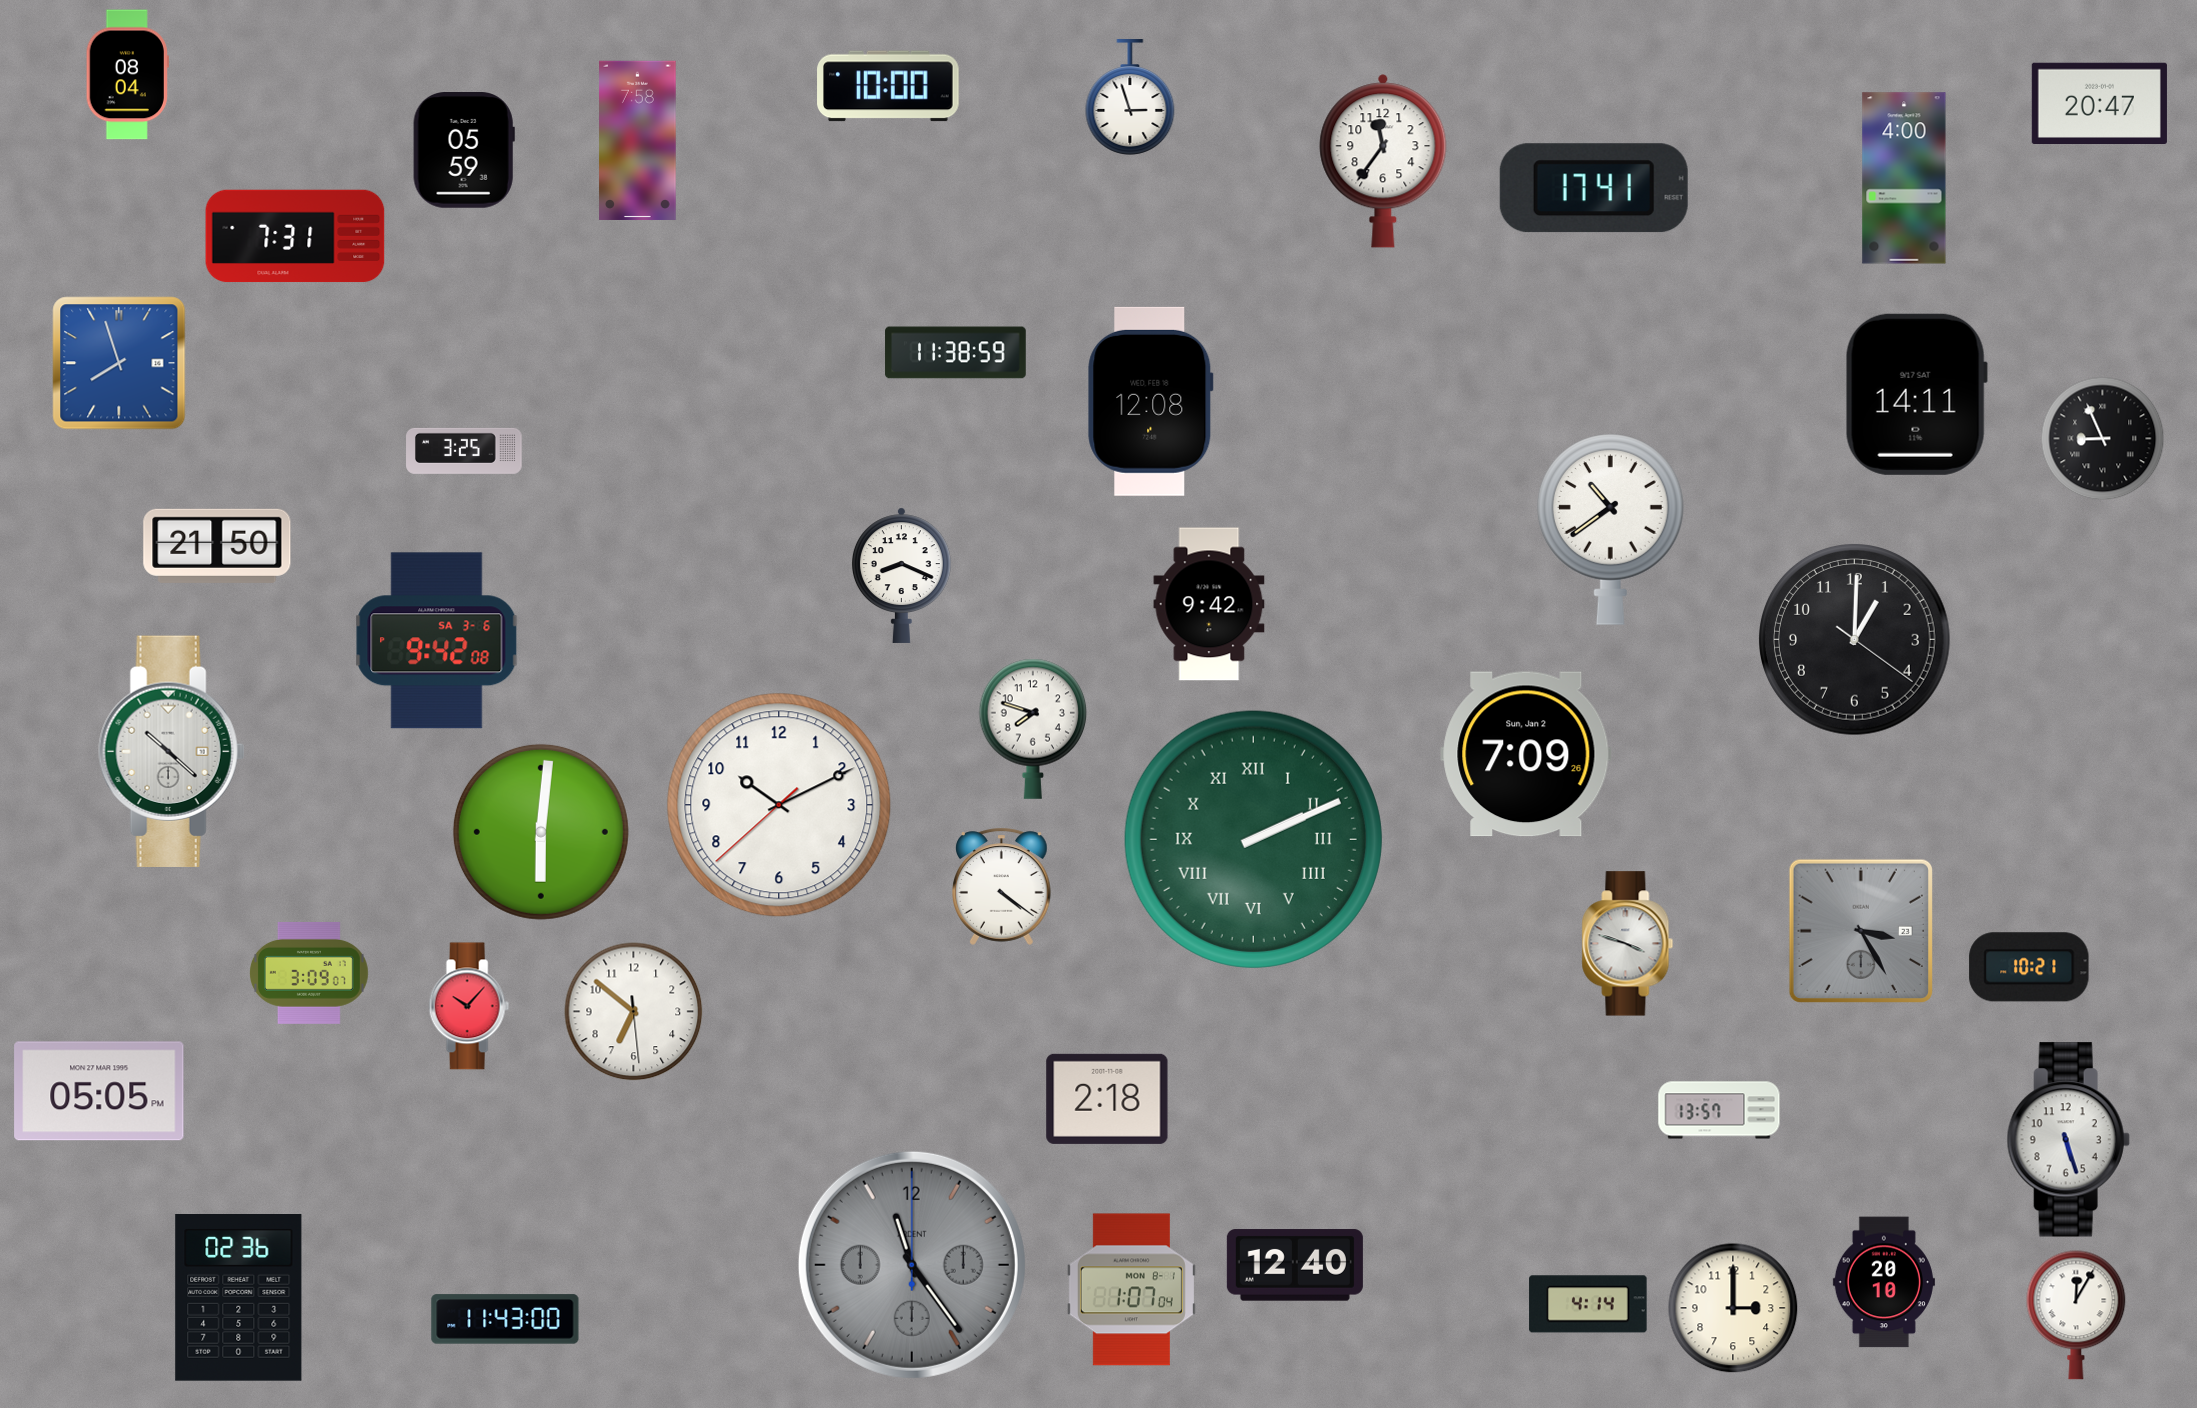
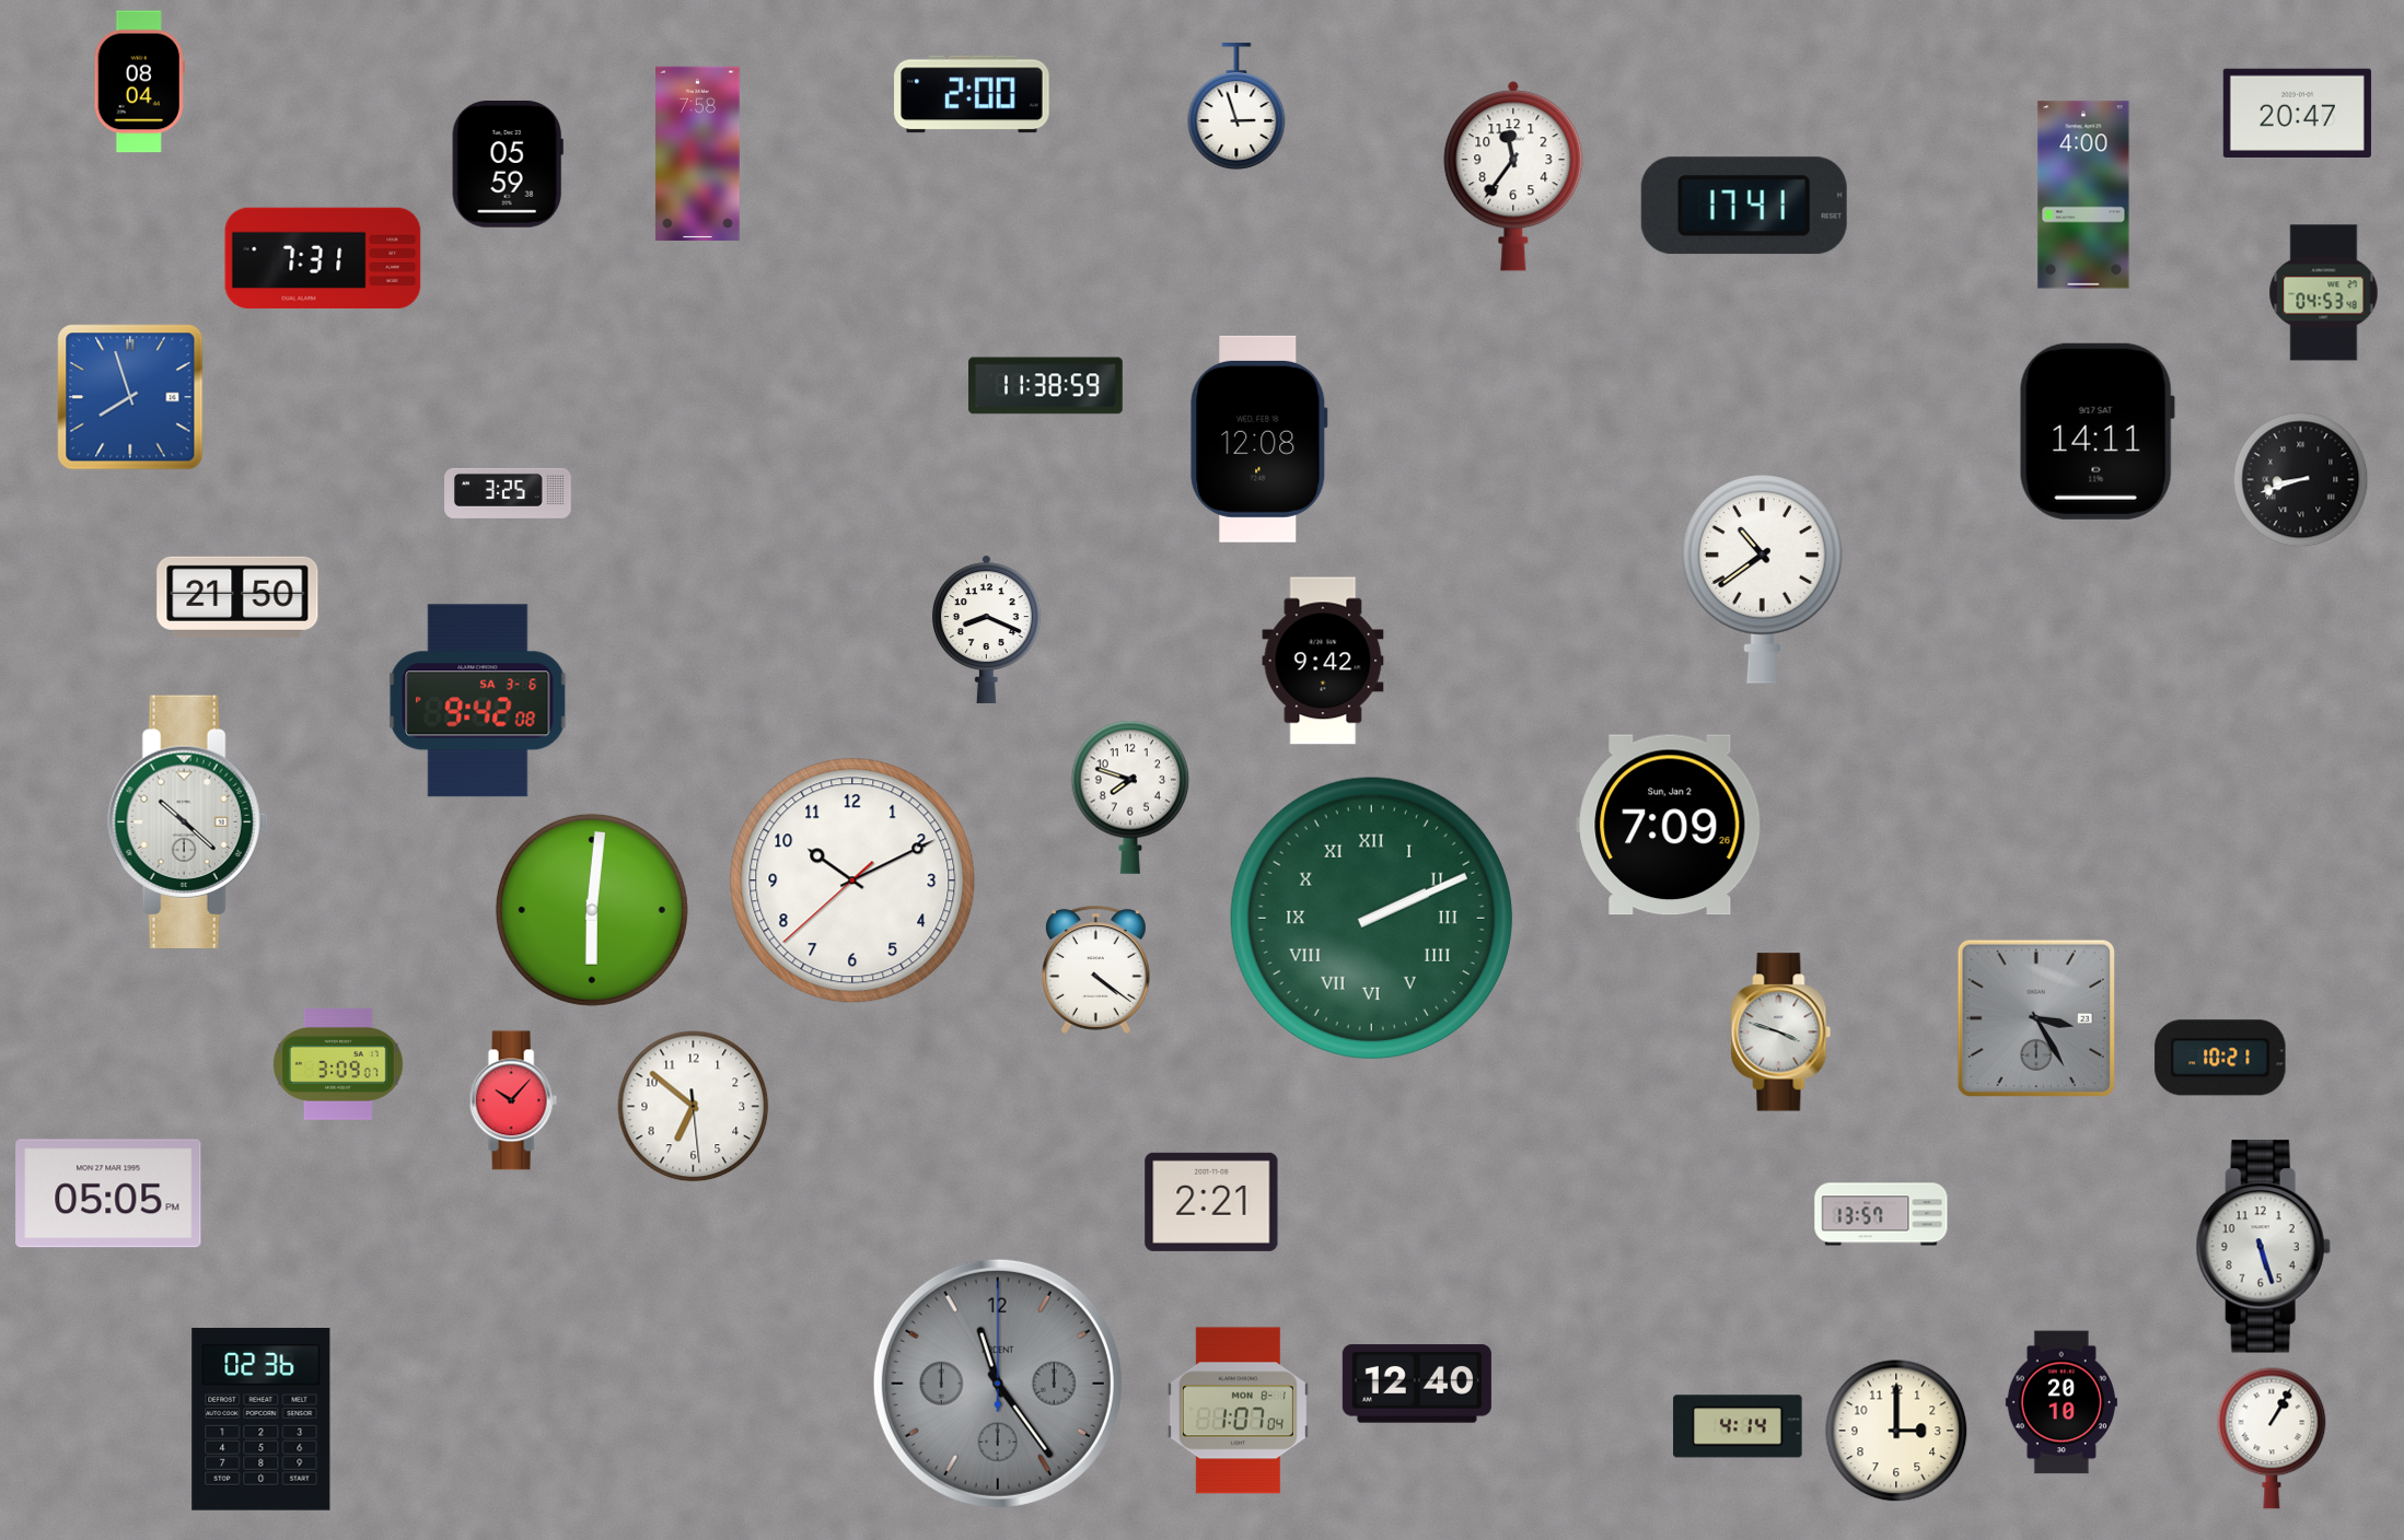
clock at (888, 86): 10:00 -> 2:00
clock at (2324, 293): none -> 04:53
clock at (2103, 439): 8:56 -> 8:42
clock at (1855, 640): 1:00 -> none
clock at (1107, 1099): 2:18 -> 2:21
clock at (2076, 1315): 12:05 -> 1:05
clock at (505, 1319): 11:43 -> none
